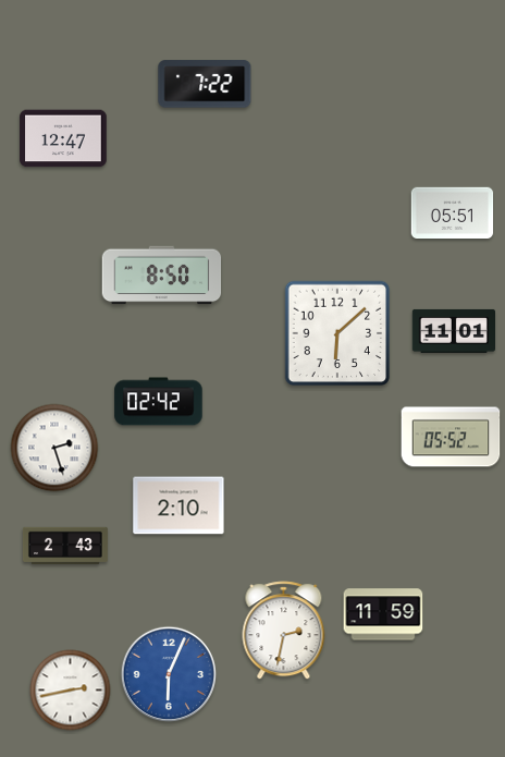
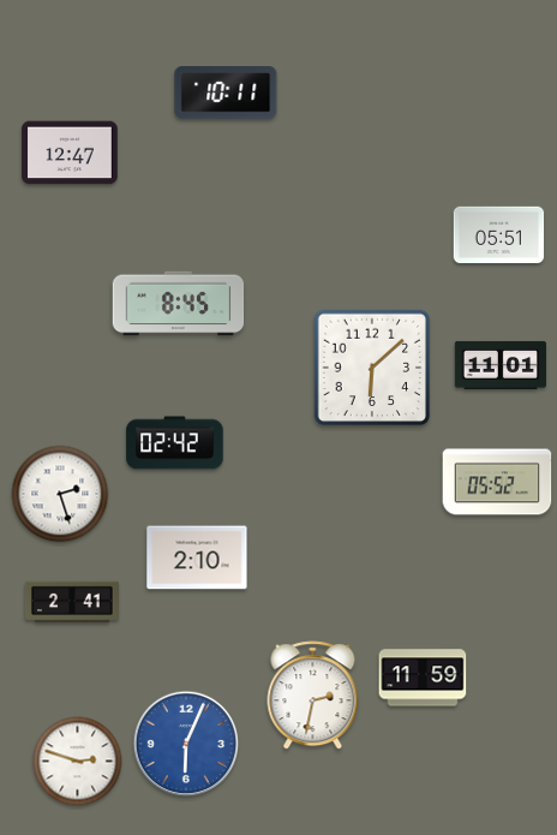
clock at (205, 84): 7:22 -> 10:11
clock at (162, 276): 8:50 -> 8:45
clock at (65, 546): 2:43 -> 2:41
clock at (71, 691): 2:43 -> 2:48
